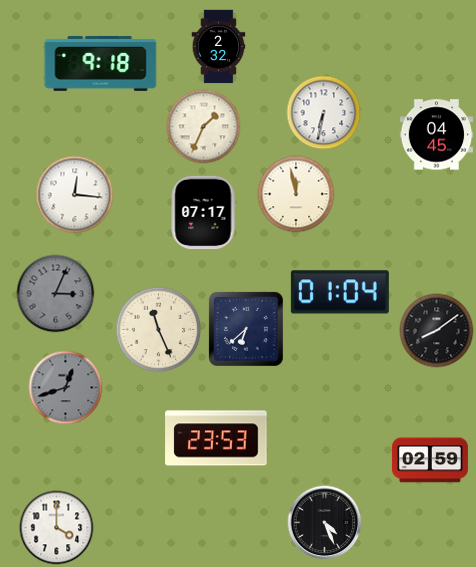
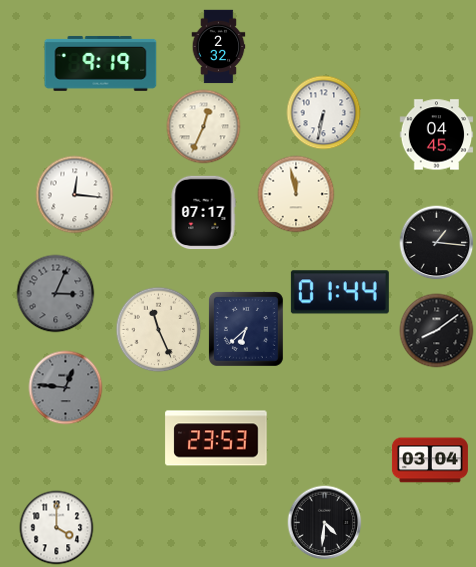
clock at (101, 63): 9:18 -> 9:19
clock at (204, 127): 1:34 -> 12:34
clock at (437, 243): none -> 1:16
clock at (340, 292): 01:04 -> 01:44
clock at (66, 388): 12:42 -> 12:46
clock at (430, 460): 02:59 -> 03:04
clock at (325, 523): 4:26 -> 4:31
